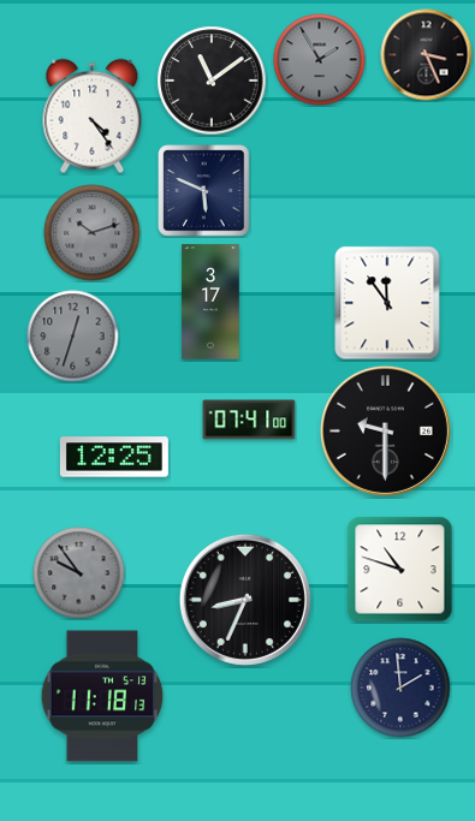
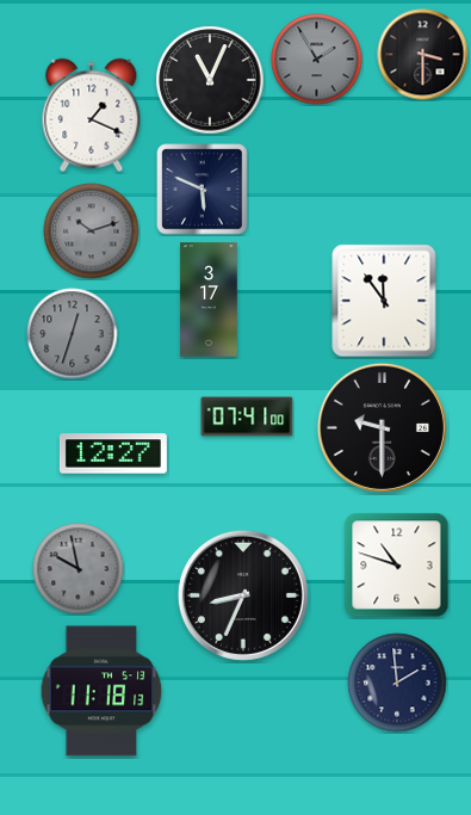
clock at (427, 55): 3:26 -> 3:30
clock at (212, 81): 11:09 -> 11:04
clock at (93, 117): 4:24 -> 1:19
clock at (114, 457): 12:25 -> 12:27
clock at (79, 573): 9:54 -> 9:58
